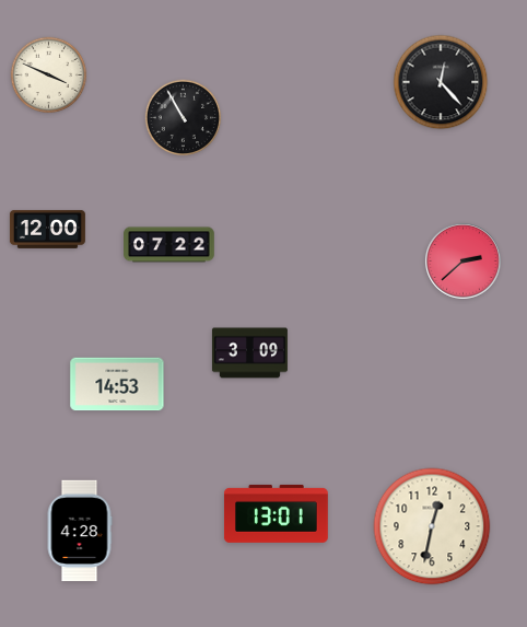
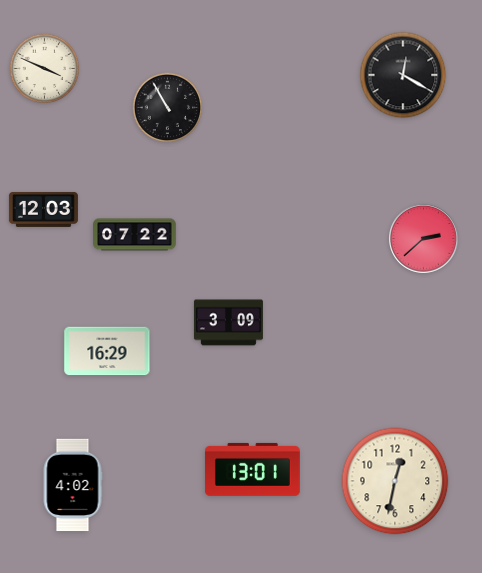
clock at (441, 82): 12:23 -> 12:20
clock at (47, 229): 12:00 -> 12:03
clock at (169, 245) position: (169, 245) -> (135, 235)
clock at (117, 384): 14:53 -> 16:29
clock at (80, 531): 4:28 -> 4:02
